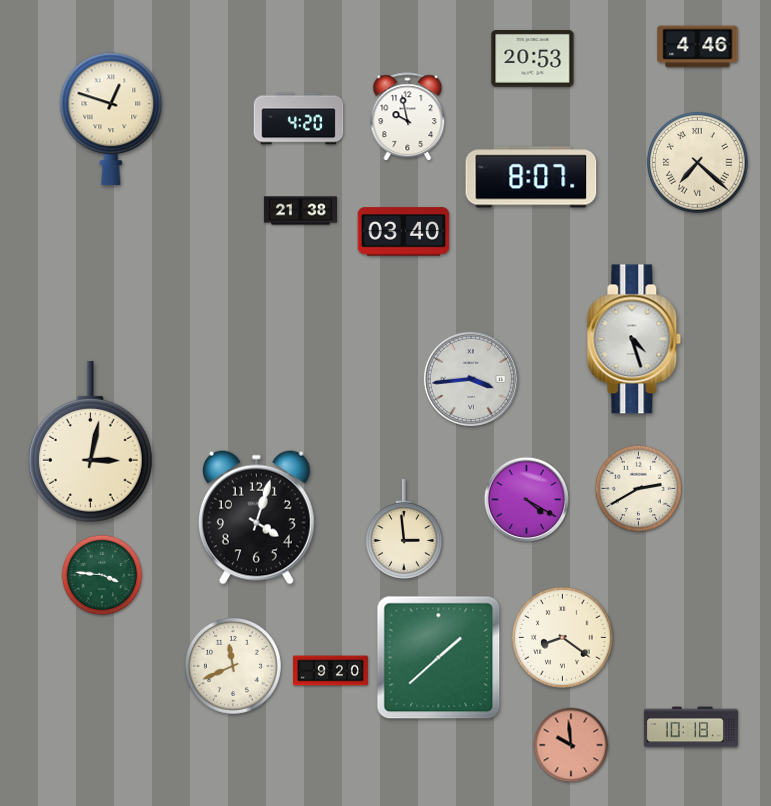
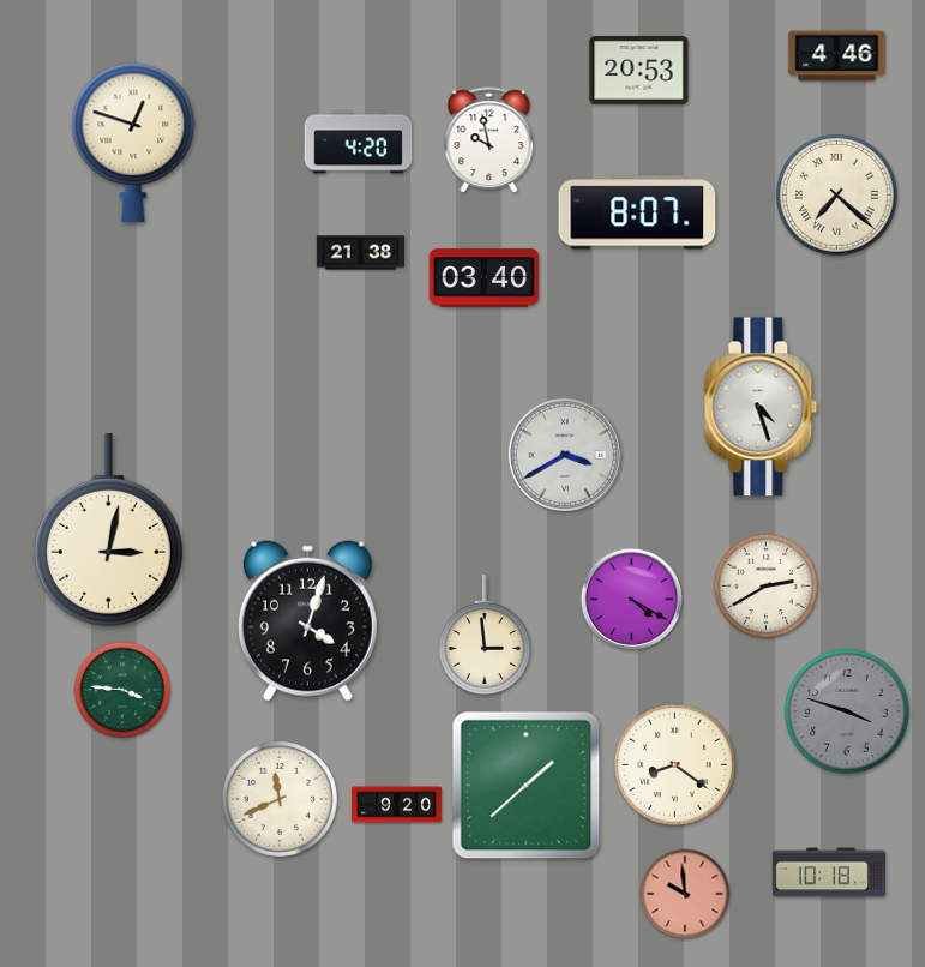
clock at (471, 379): 3:44 -> 3:40
clock at (847, 711): none -> 3:48
clock at (439, 658) position: (439, 658) -> (527, 786)
